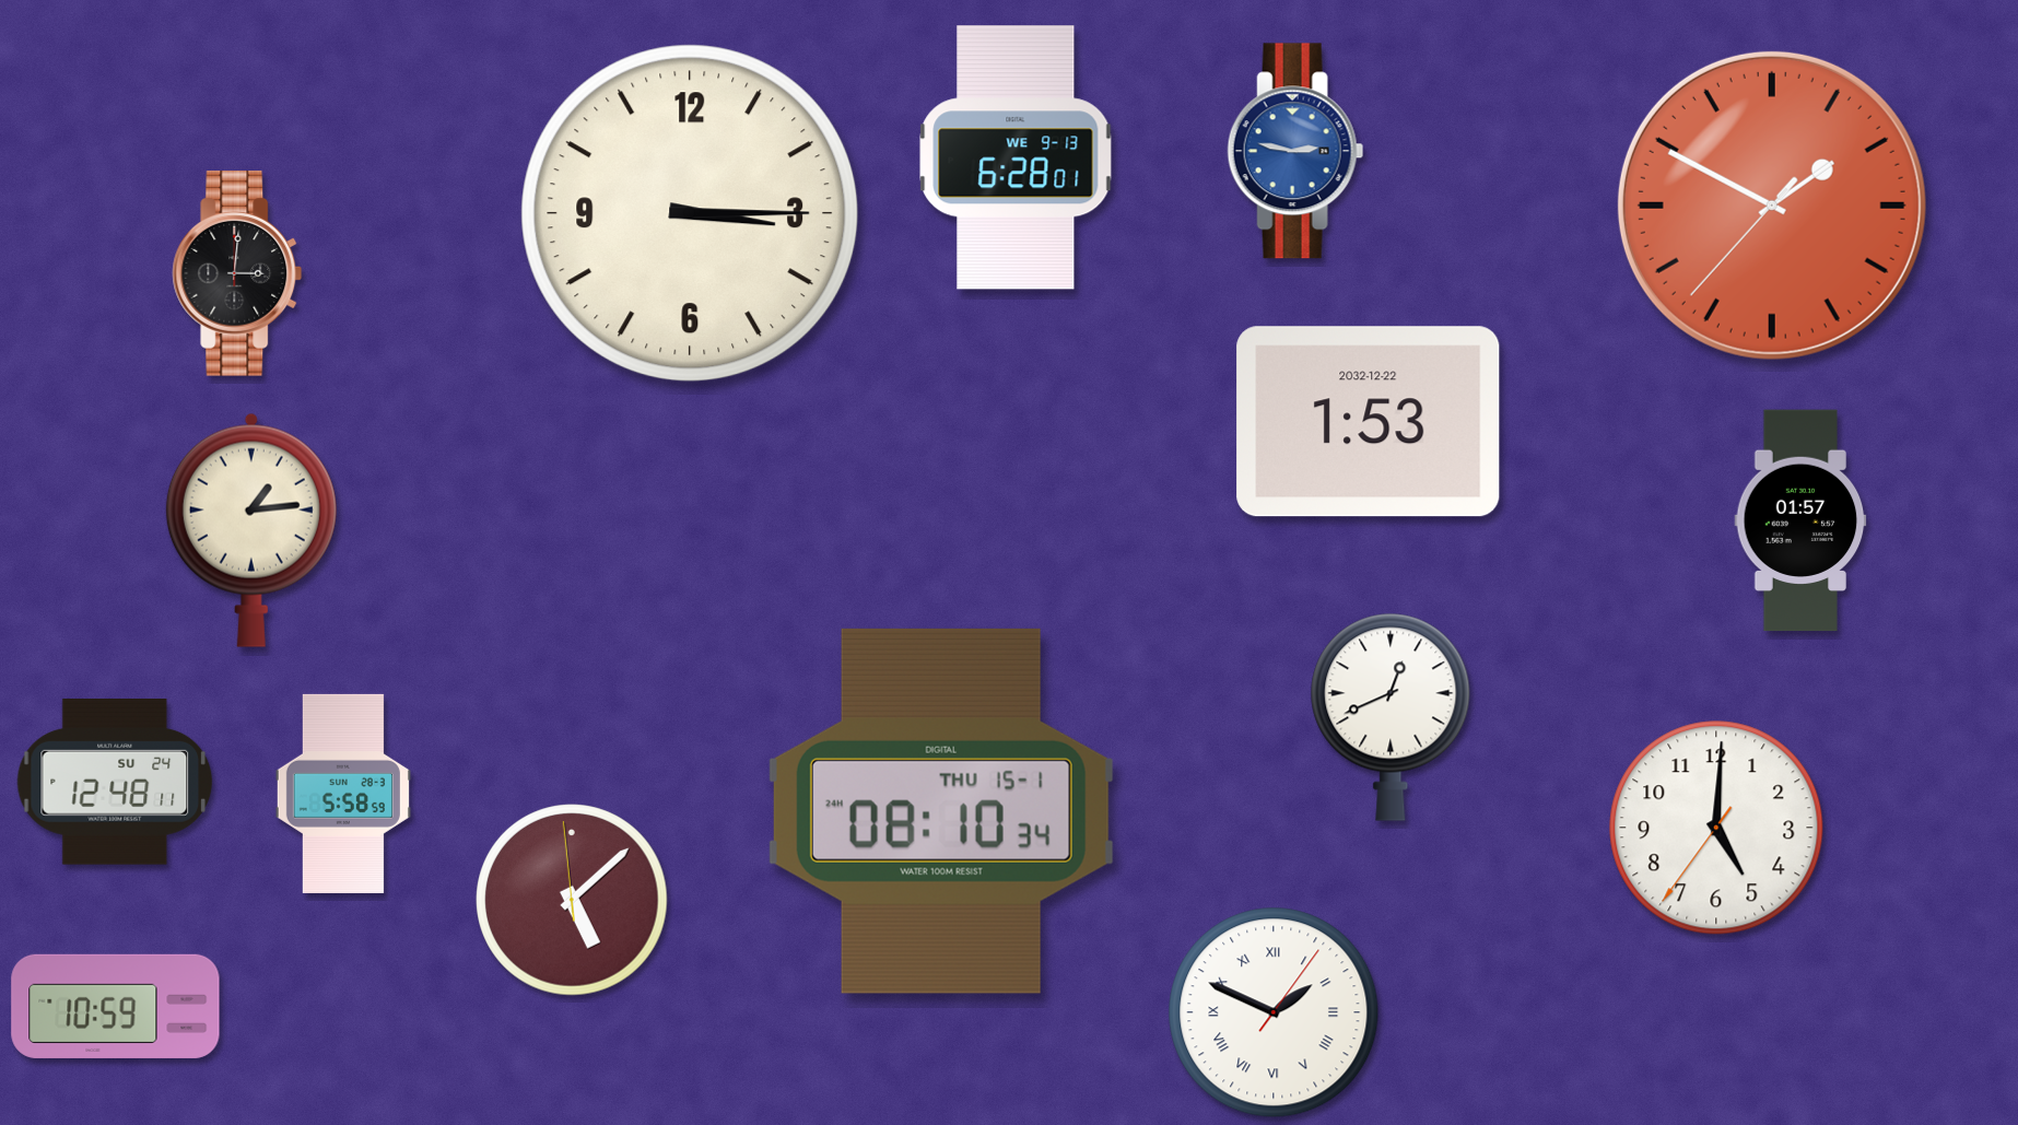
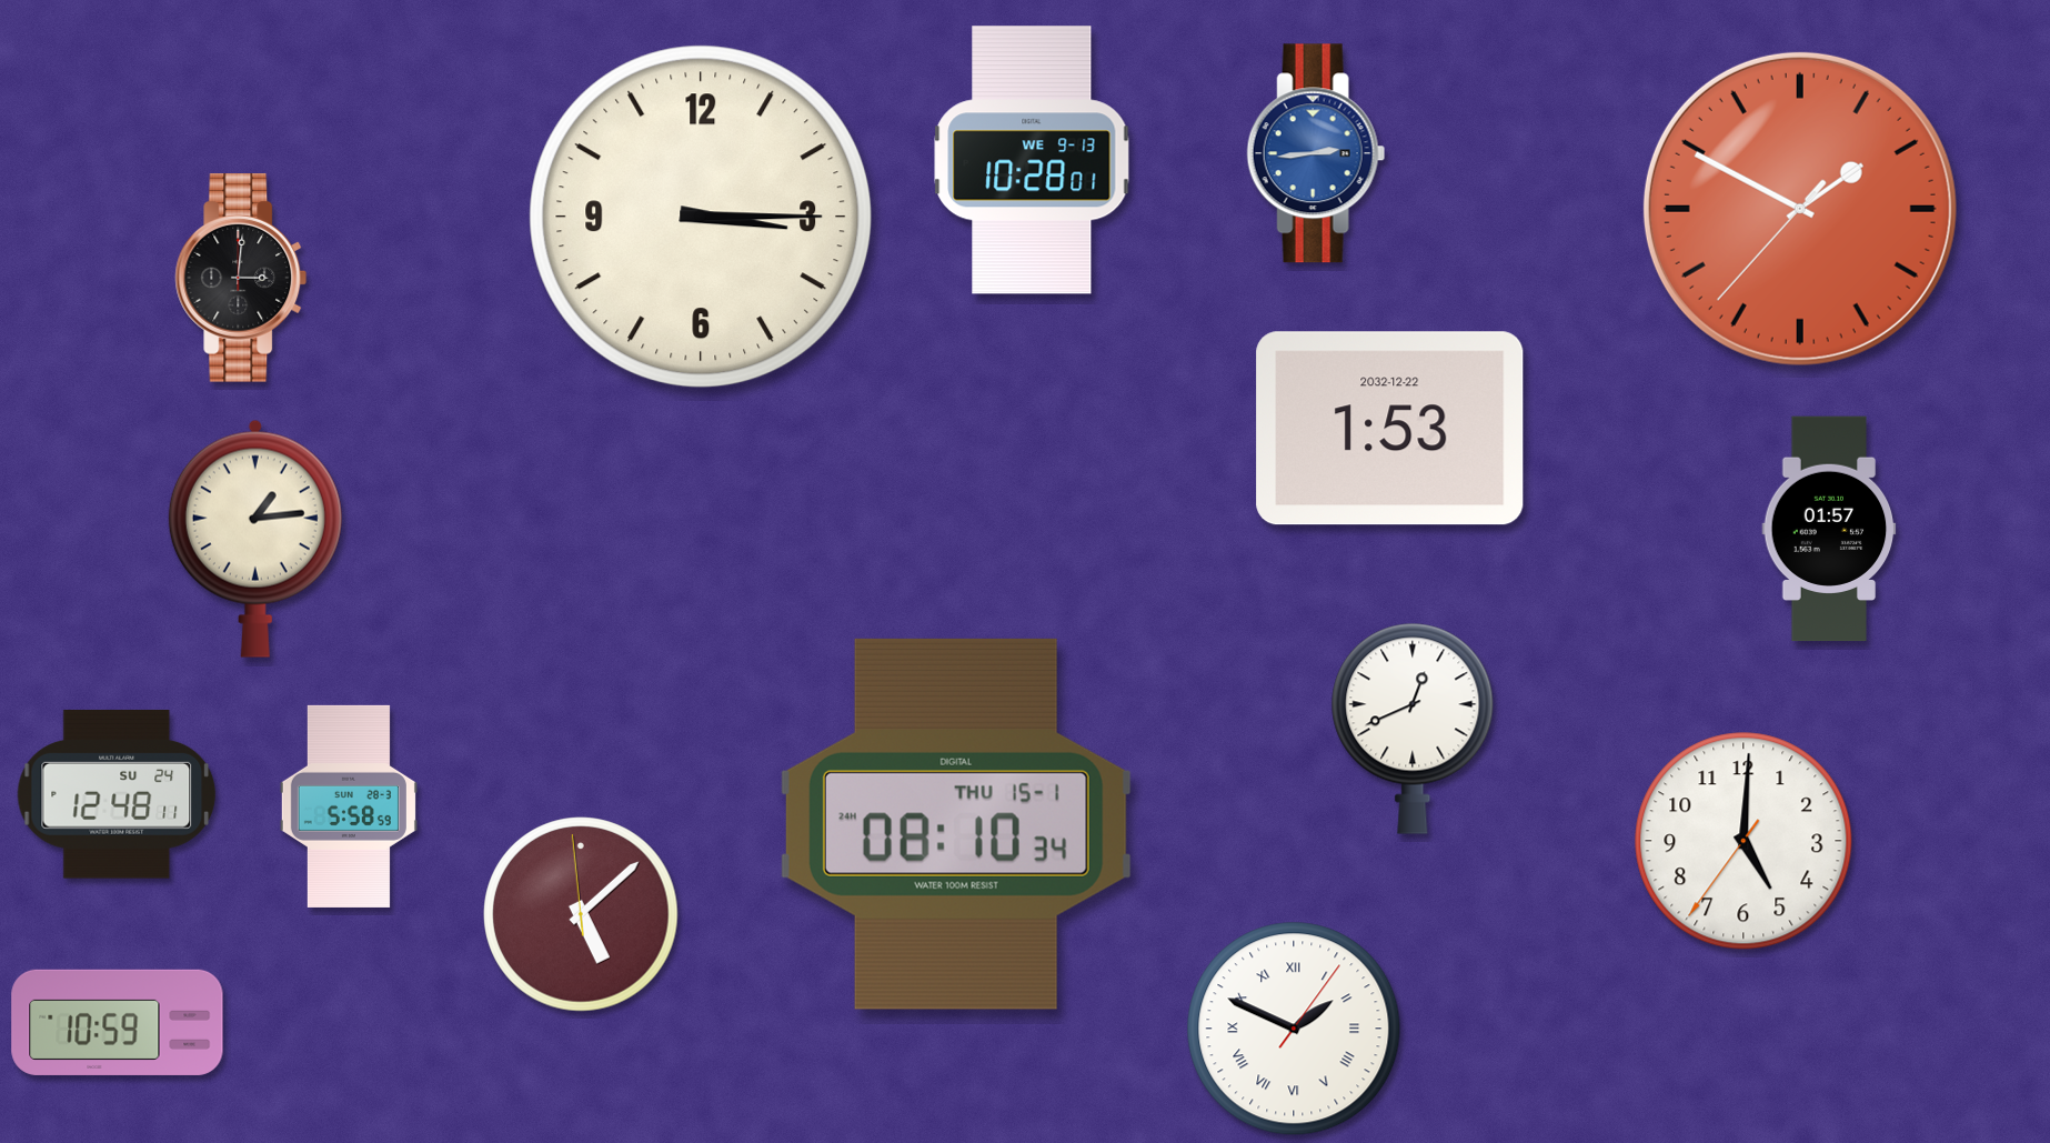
clock at (1295, 151): 2:47 -> 2:44
clock at (1016, 157): 6:28 -> 10:28
